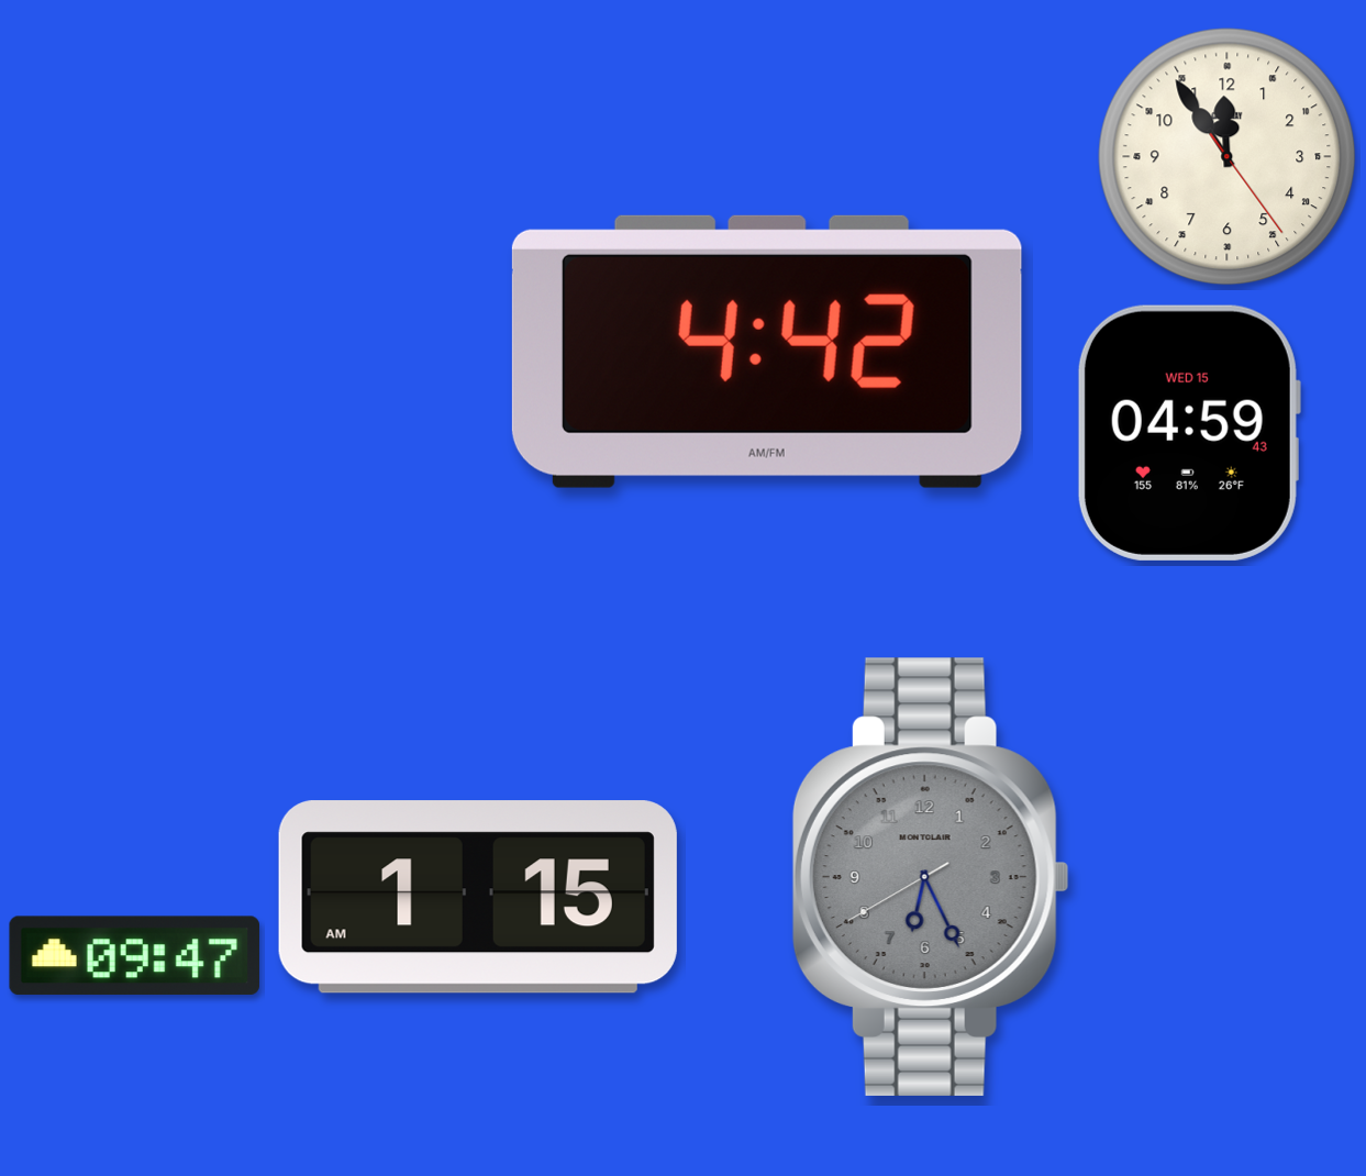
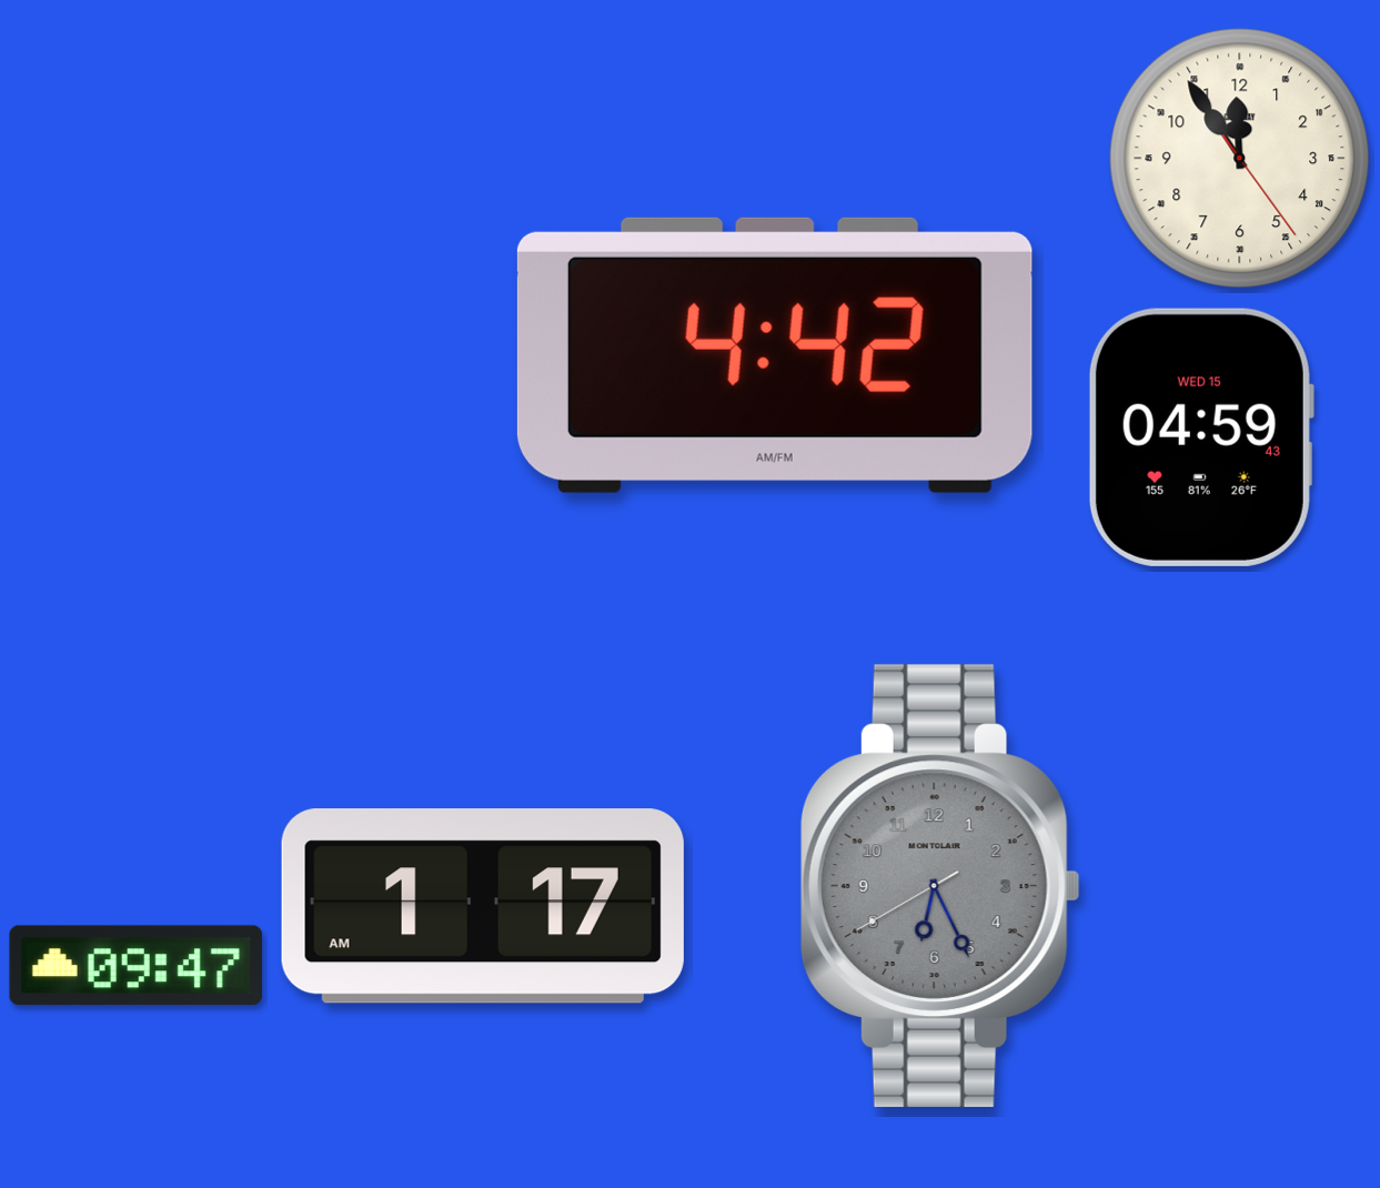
clock at (478, 897): 1:15 -> 1:17
